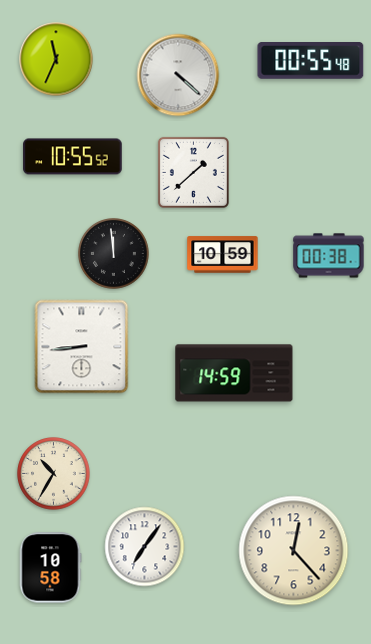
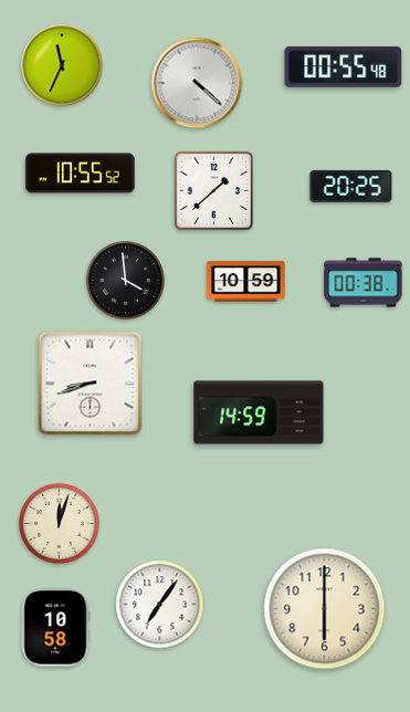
clock at (351, 186): none -> 20:25
clock at (114, 254): 11:59 -> 3:59
clock at (82, 347): 8:44 -> 8:42
clock at (54, 474): 10:35 -> 12:03
clock at (294, 551): 12:23 -> 6:00
